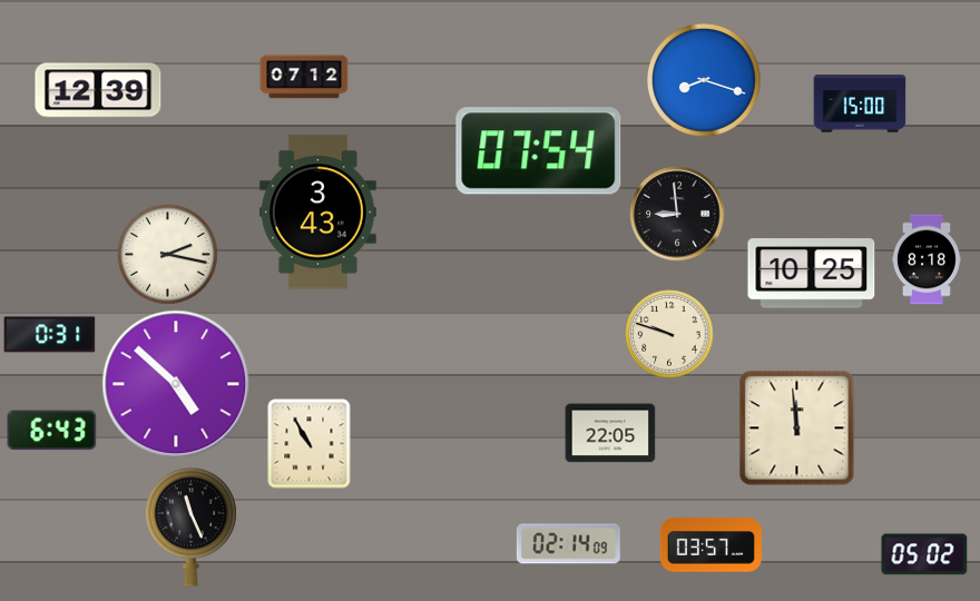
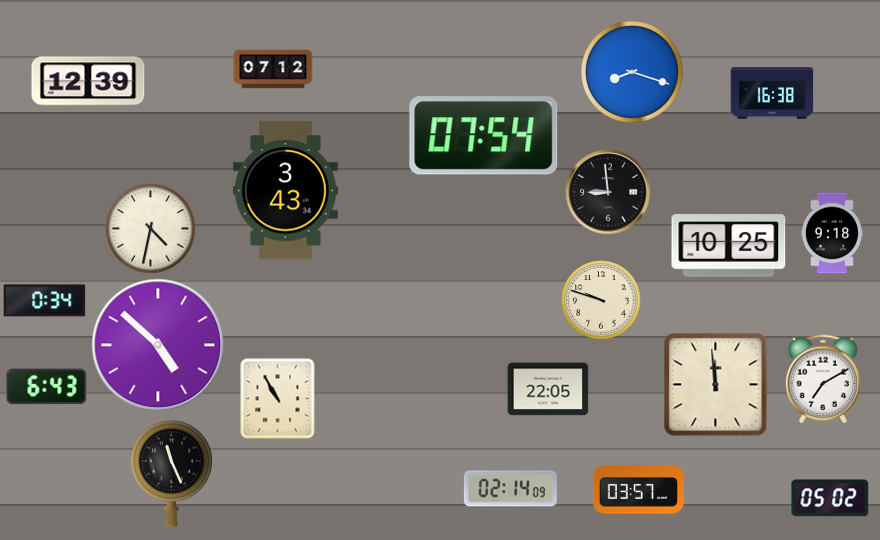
clock at (860, 104): 15:00 -> 16:38
clock at (168, 255): 2:17 -> 4:32
clock at (927, 259): 8:18 -> 9:18
clock at (50, 335): 0:31 -> 0:34
clock at (823, 379): none -> 7:10
